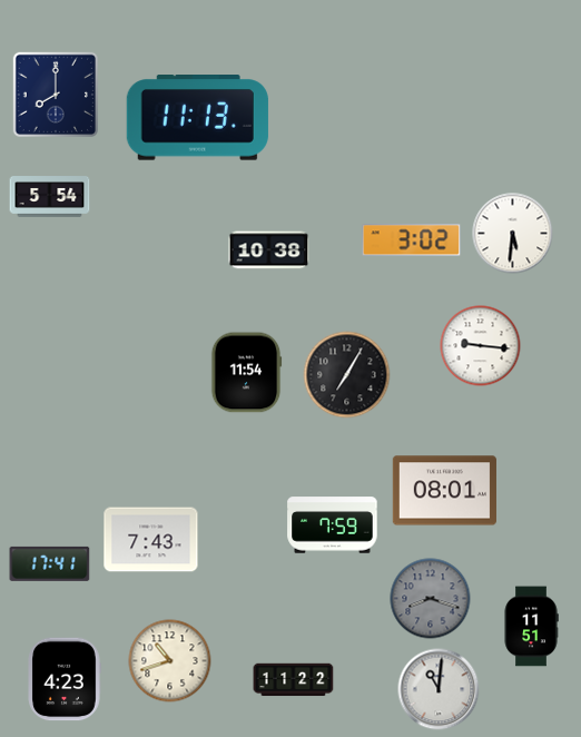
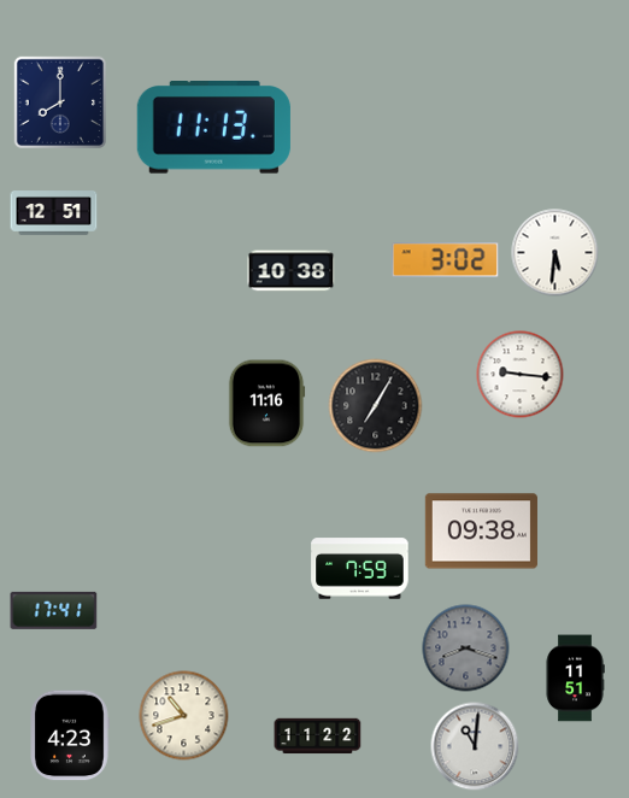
clock at (50, 197): 5:54 -> 12:51
clock at (246, 373): 11:54 -> 11:16
clock at (444, 491): 08:01 -> 09:38
clock at (151, 540): 7:43 -> none
